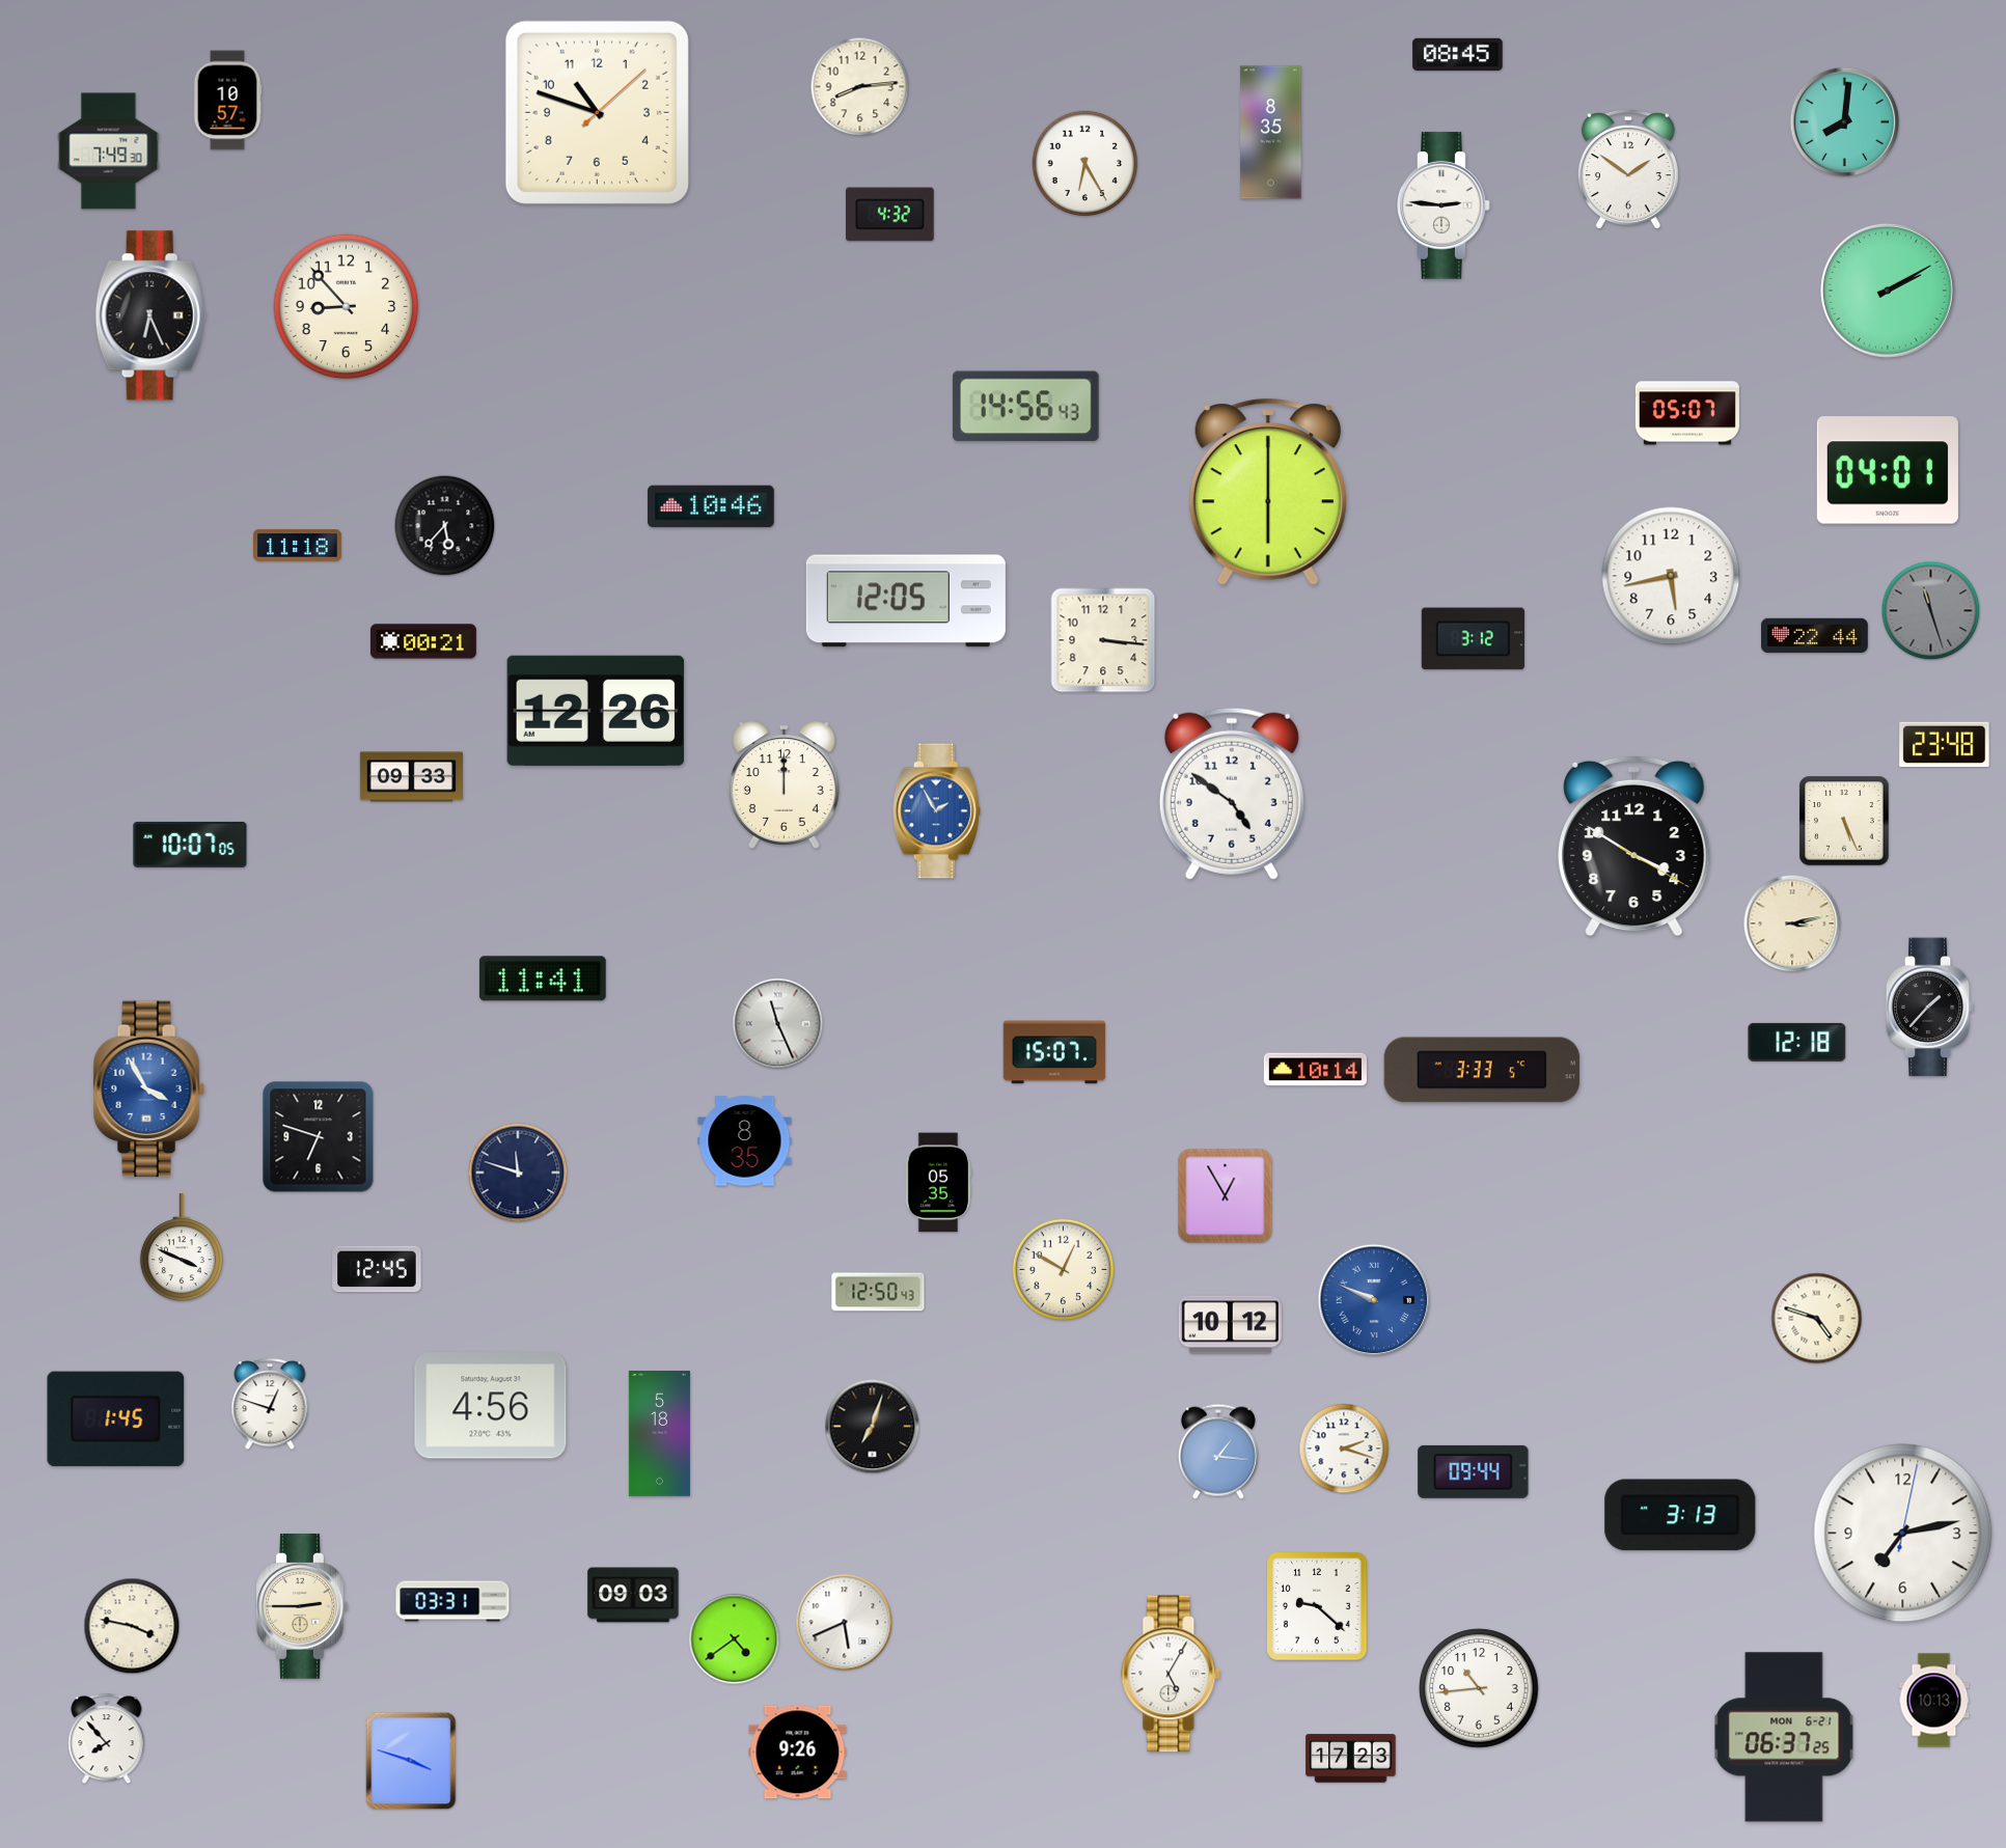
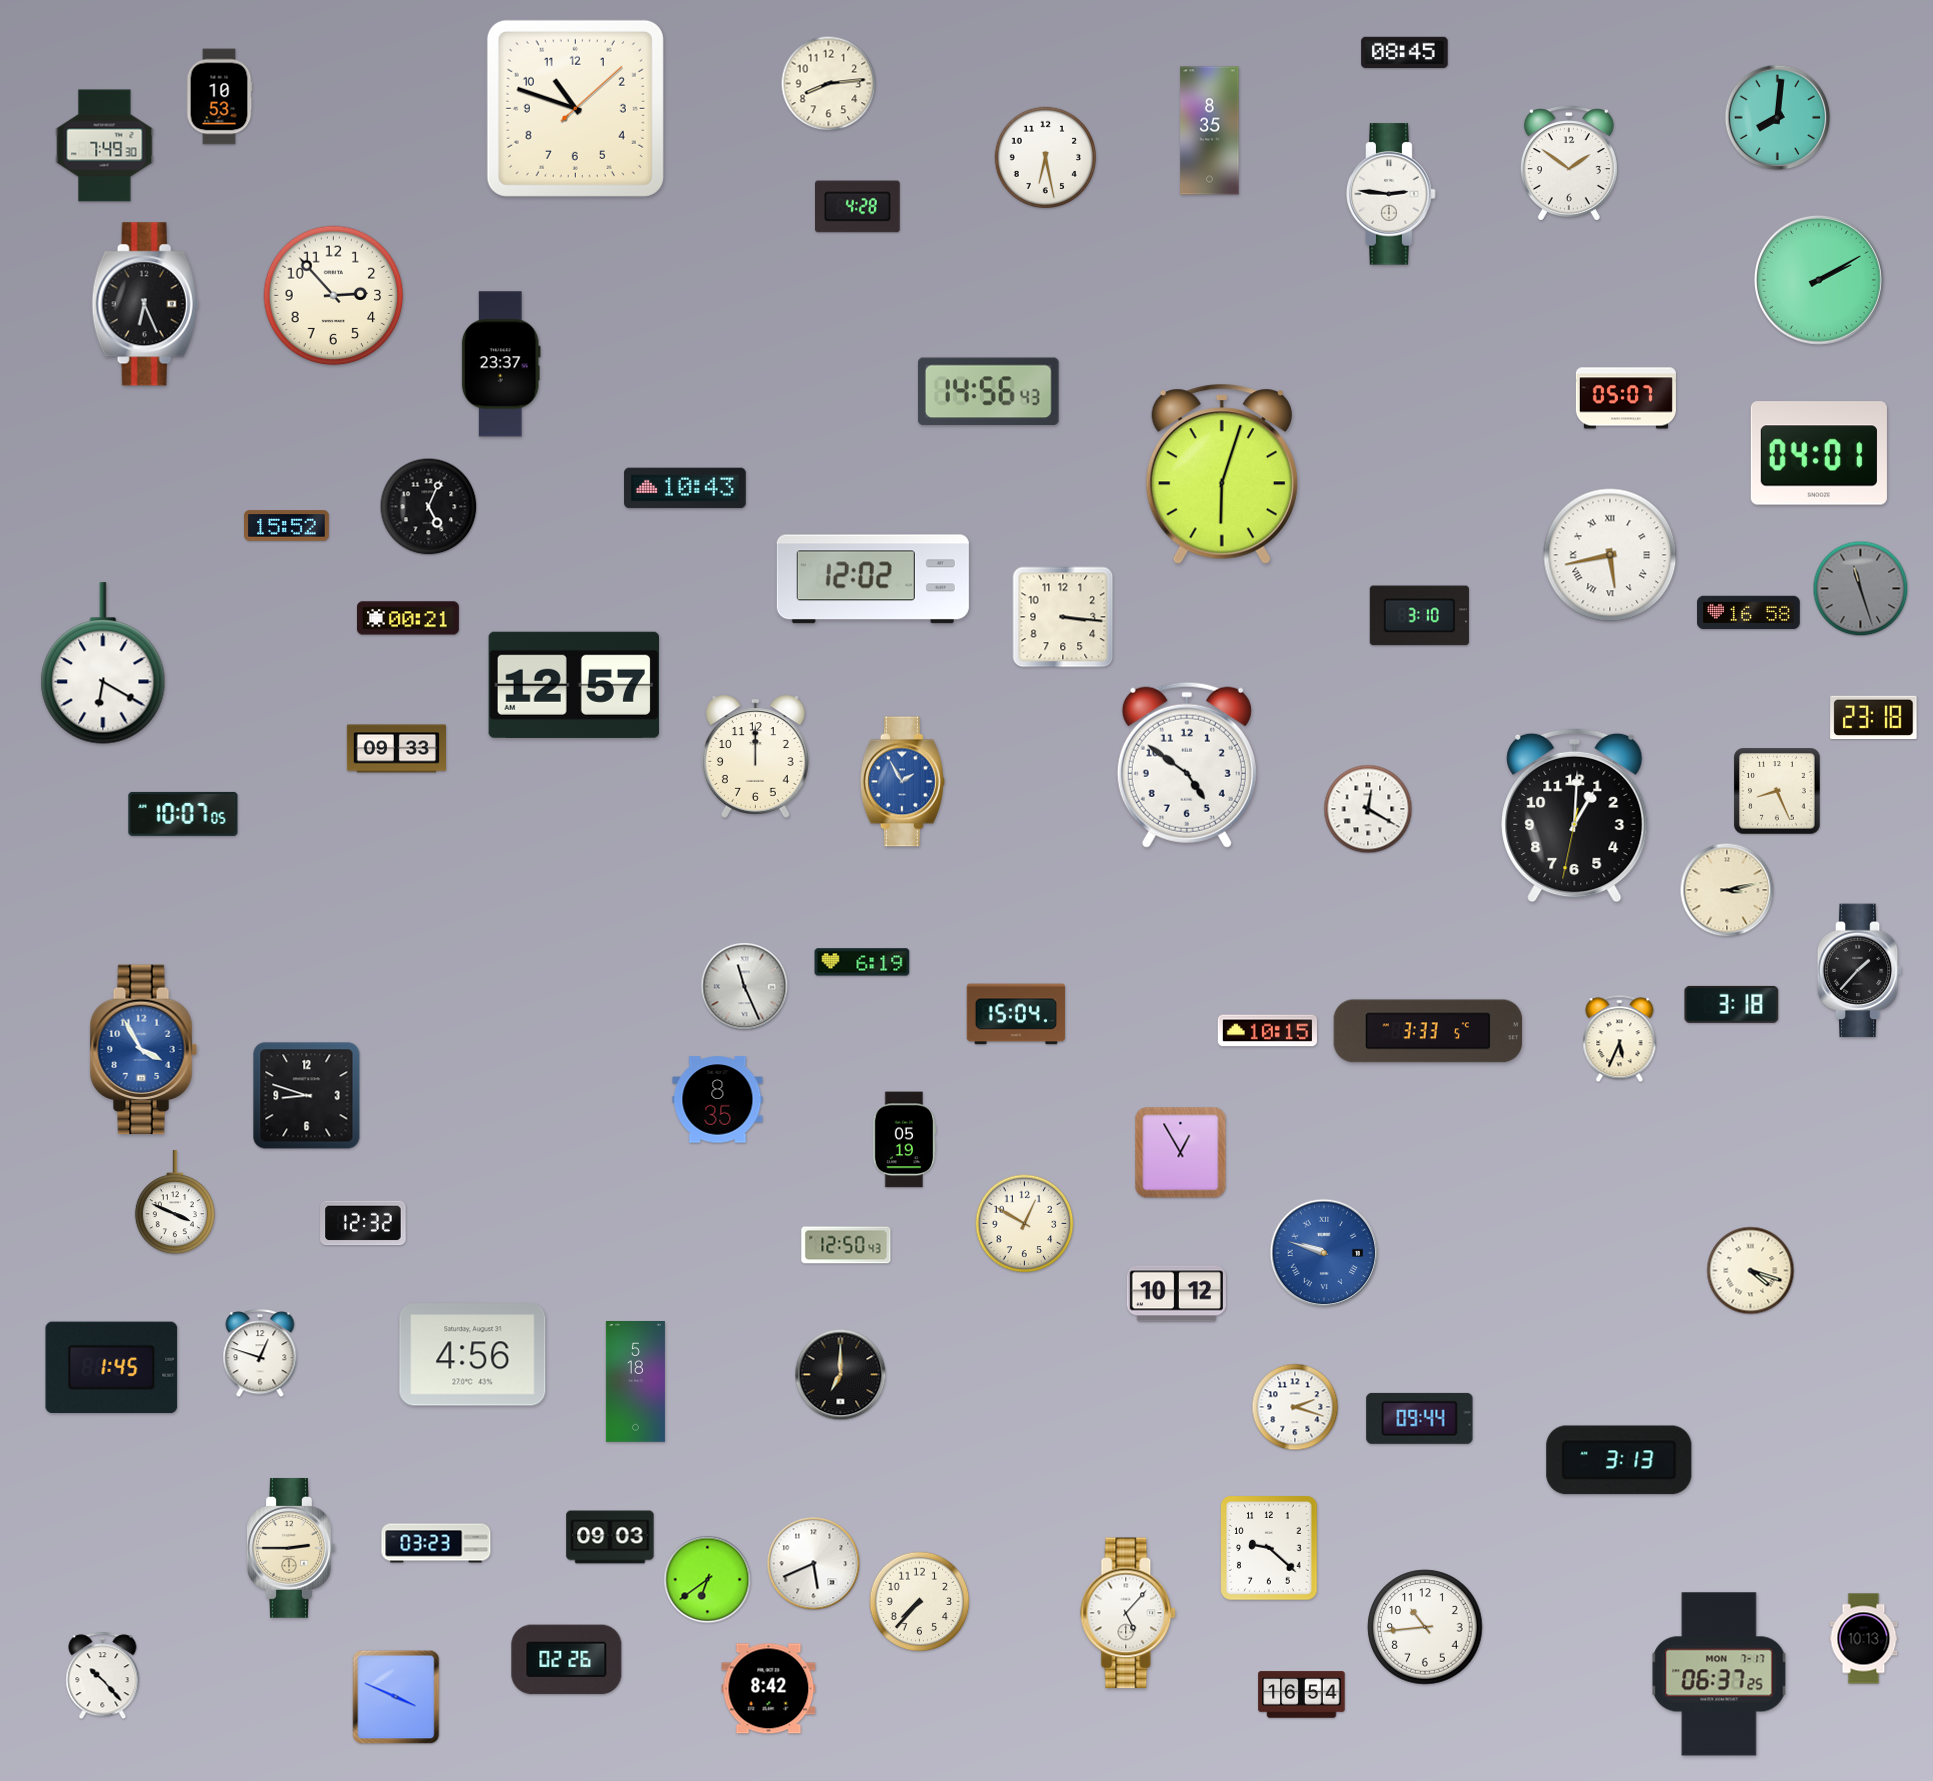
clock at (227, 101): 10:57 -> 10:53
clock at (1271, 133) position: (1271, 133) -> (1210, 131)
clock at (1086, 164): 6:25 -> 6:28
clock at (1444, 205) position: (1444, 205) -> (1391, 194)
clock at (890, 215): 4:32 -> 4:28
clock at (347, 307): 8:53 -> 2:53
clock at (501, 364): none -> 23:37
clock at (1268, 492): 6:00 -> 6:03
clock at (711, 506): 10:46 -> 10:43
clock at (445, 526): 5:37 -> 5:04
clock at (298, 546): 11:18 -> 15:52
clock at (1671, 576) numerals: Arabic -> Roman
clock at (906, 601): 12:05 -> 12:02
clock at (1815, 636): 22:44 -> 16:58
clock at (1473, 639): 3:12 -> 3:10
clock at (103, 663): none -> 6:20
clock at (595, 711): 12:26 -> 12:57
clock at (1945, 745): 23:48 -> 23:18
clock at (1844, 821): 5:26 -> 8:26
clock at (1368, 809): none -> 12:20
clock at (1634, 846): 3:50 -> 1:00
clock at (543, 978): 11:41 -> none
clock at (862, 962): none -> 6:19
clock at (778, 1024) position: (778, 1024) -> (745, 987)
clock at (1797, 1042): 12:18 -> 3:18
clock at (1054, 1052): 15:07 -> 15:04
clock at (1315, 1070): 10:14 -> 10:15
clock at (1620, 1039): none -> 5:34
clock at (319, 1137): 6:48 -> 8:48
clock at (518, 1173): 11:48 -> none
clock at (939, 1183): 05:35 -> 05:19
clock at (377, 1269): 12:45 -> 12:32
clock at (1374, 1300): 9:49 -> 9:48
clock at (1817, 1319): 4:48 -> 4:18
clock at (1230, 1325) position: (1230, 1325) -> (1176, 1294)
clock at (873, 1427): 7:03 -> 7:00
clock at (1344, 1449) position: (1344, 1449) -> (1295, 1407)
clock at (1218, 1452): 1:16 -> none
clock at (1903, 1534): 7:13 -> none
clock at (452, 1601): 03:31 -> 03:23
clock at (132, 1626): 3:47 -> none
clock at (735, 1639): 4:39 -> 6:39
clock at (920, 1602): none -> 7:37
clock at (1172, 1674): 5:05 -> 5:07
clock at (567, 1660): none -> 02:26
clock at (1784, 1737) date: MON 6-21 -> MON 7-17
clock at (107, 1739): 7:53 -> 10:23
clock at (798, 1753): 9:26 -> 8:42
clock at (1351, 1759): 17:23 -> 16:54
clock at (411, 1761): 3:48 -> 3:49
